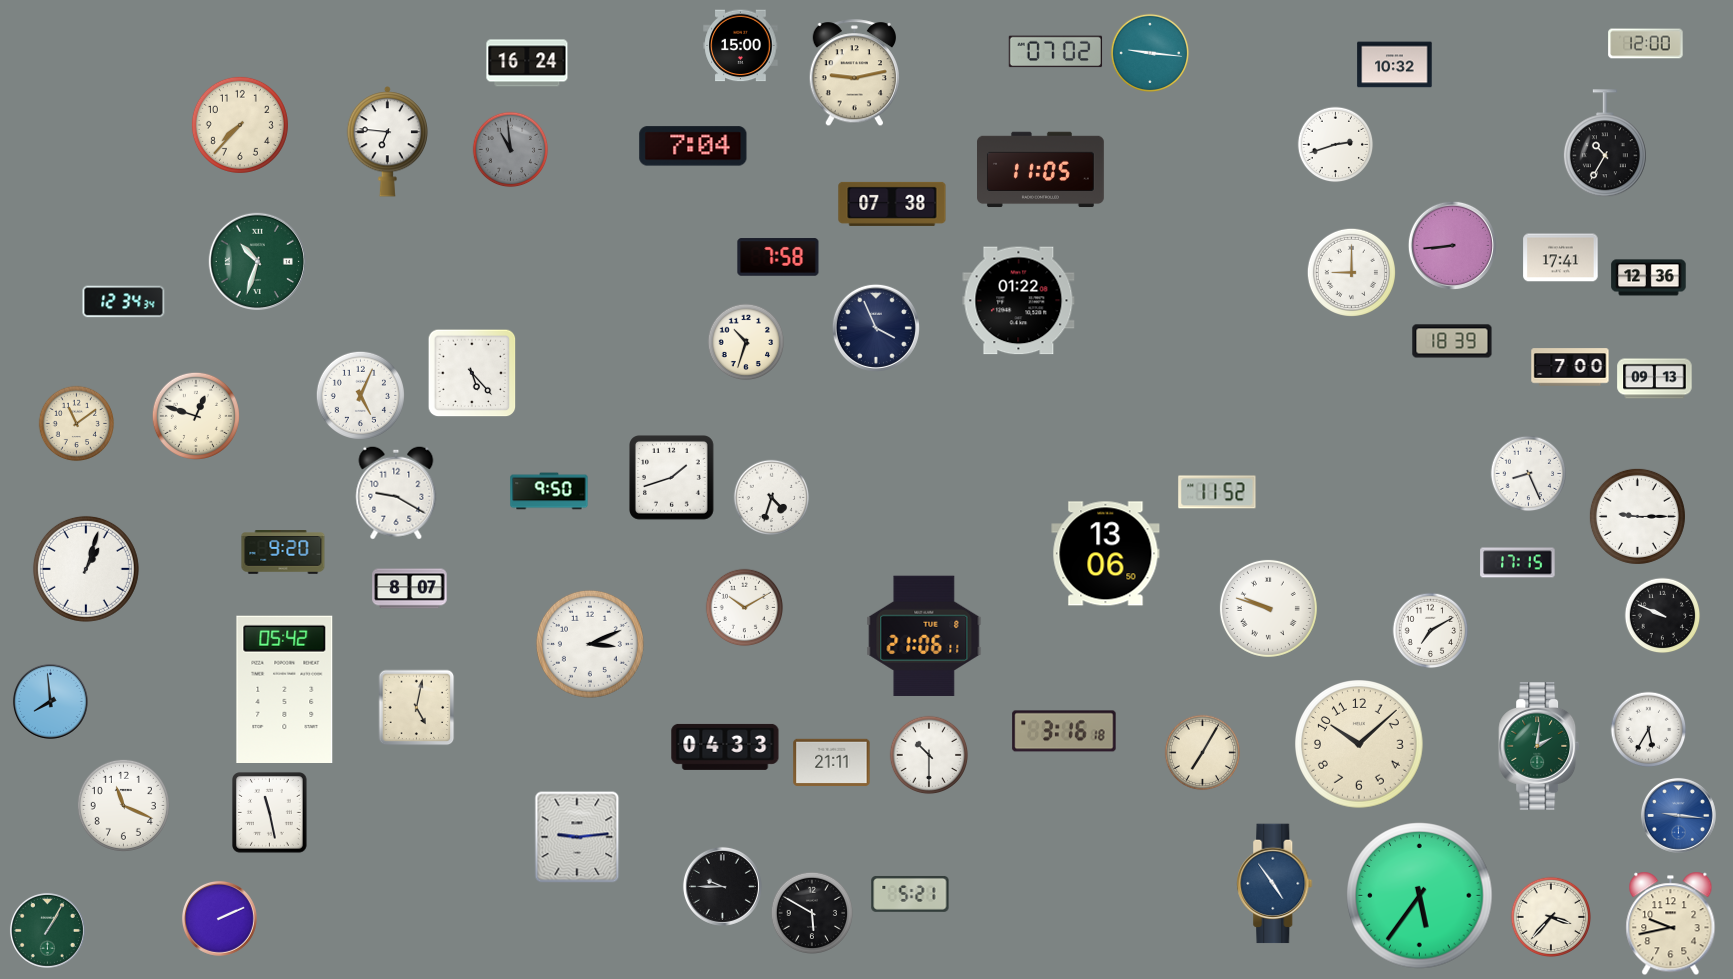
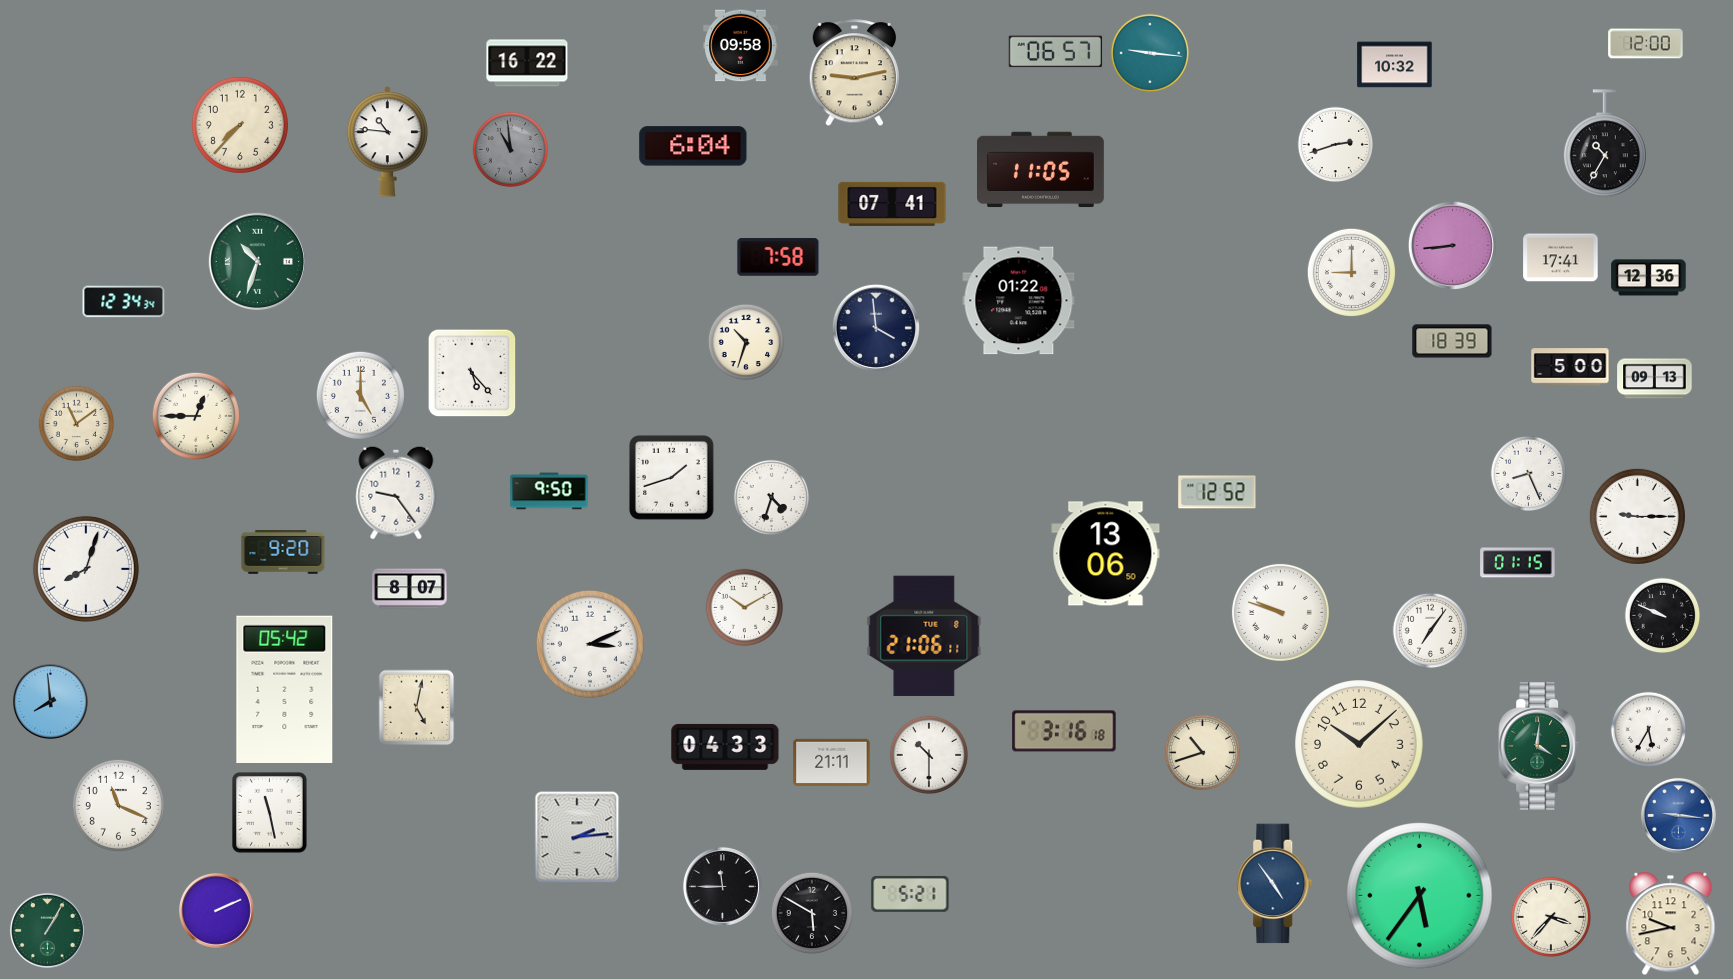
clock at (741, 46): 15:00 -> 09:58
clock at (1056, 52): 07:02 -> 06:57
clock at (527, 63): 16:24 -> 16:22
clock at (388, 142): 6:46 -> 10:46
clock at (693, 146): 7:04 -> 6:04
clock at (892, 204): 07:38 -> 07:41
clock at (876, 328): 3:56 -> 3:59
clock at (1570, 367): 7:00 -> 5:00
clock at (360, 395): 5:04 -> 5:00
clock at (196, 416): 12:48 -> 12:45
clock at (1217, 492): 11:52 -> 12:52
clock at (396, 493): 9:20 -> 9:24
clock at (1518, 563): 17:15 -> 01:15
clock at (86, 569): 1:03 -> 8:03
clock at (1268, 608) position: (1268, 608) -> (1280, 612)
clock at (1431, 631): 7:10 -> 7:06
clock at (1539, 747): 2:01 -> 4:01
clock at (1203, 753): 7:05 -> 10:42
clock at (123, 805) position: (123, 805) -> (118, 805)
clock at (577, 837): 9:14 -> 2:14
clock at (722, 886): 9:45 -> 11:45
clock at (219, 918) position: (219, 918) -> (216, 910)
